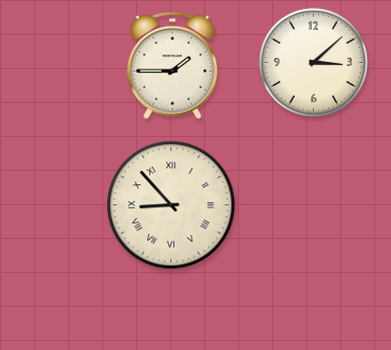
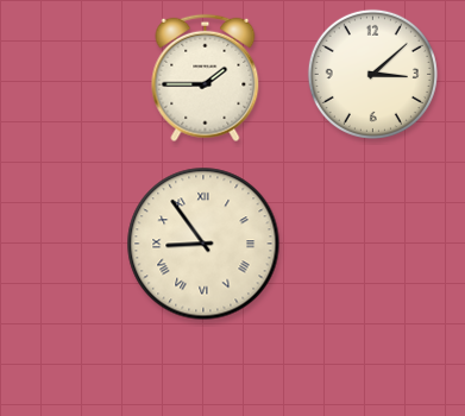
clock at (171, 205): 8:53 -> 8:54
